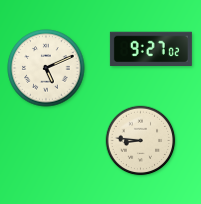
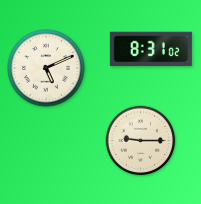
clock at (151, 48): 9:27 -> 8:31
clock at (141, 141): 8:46 -> 9:15
